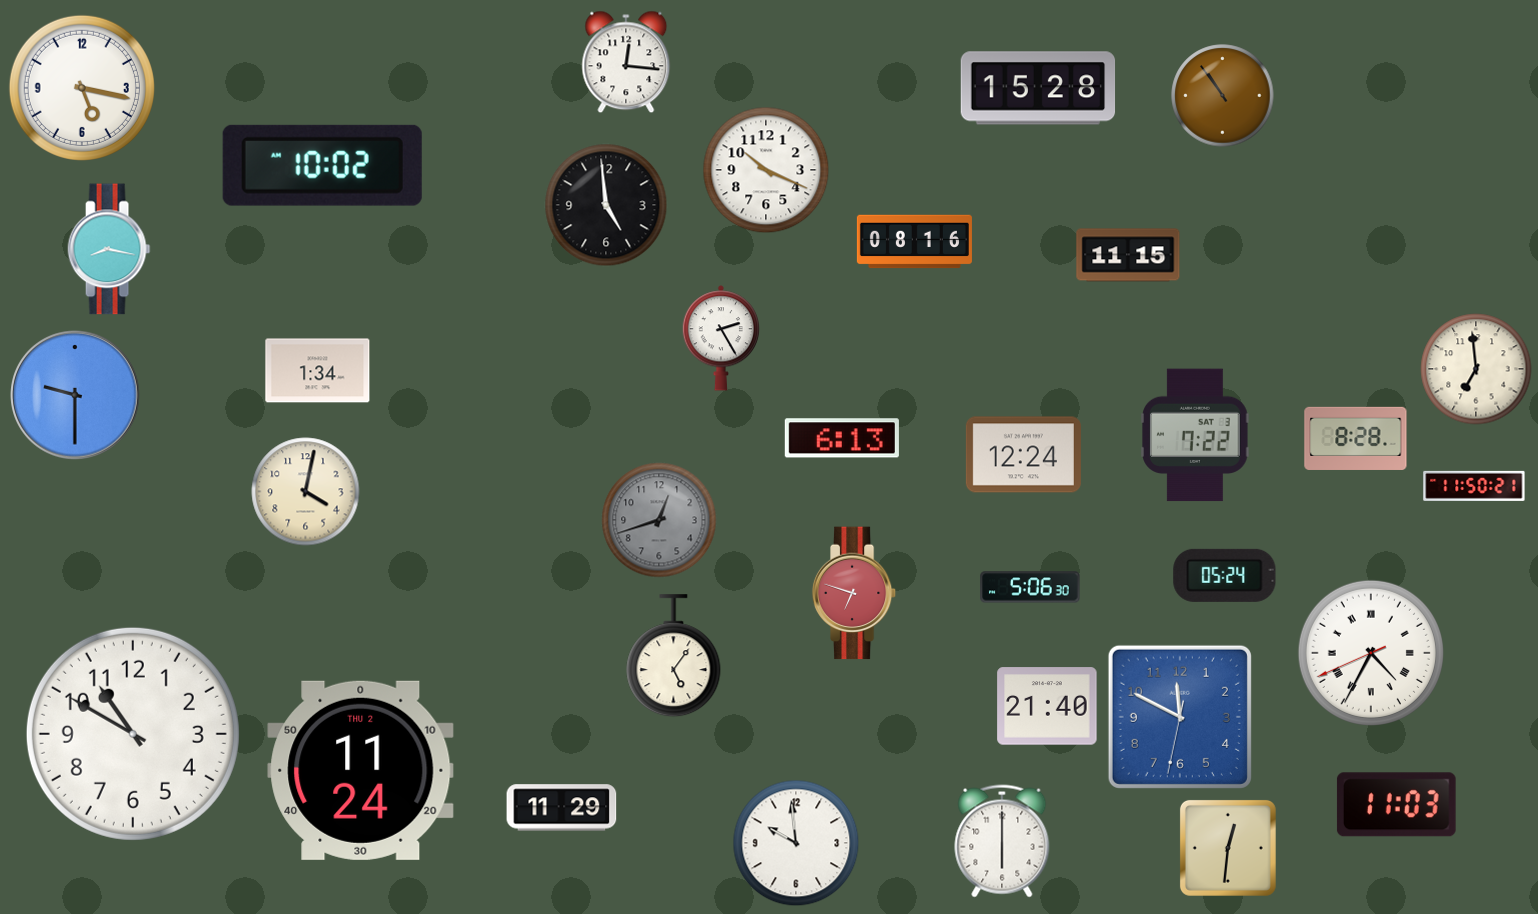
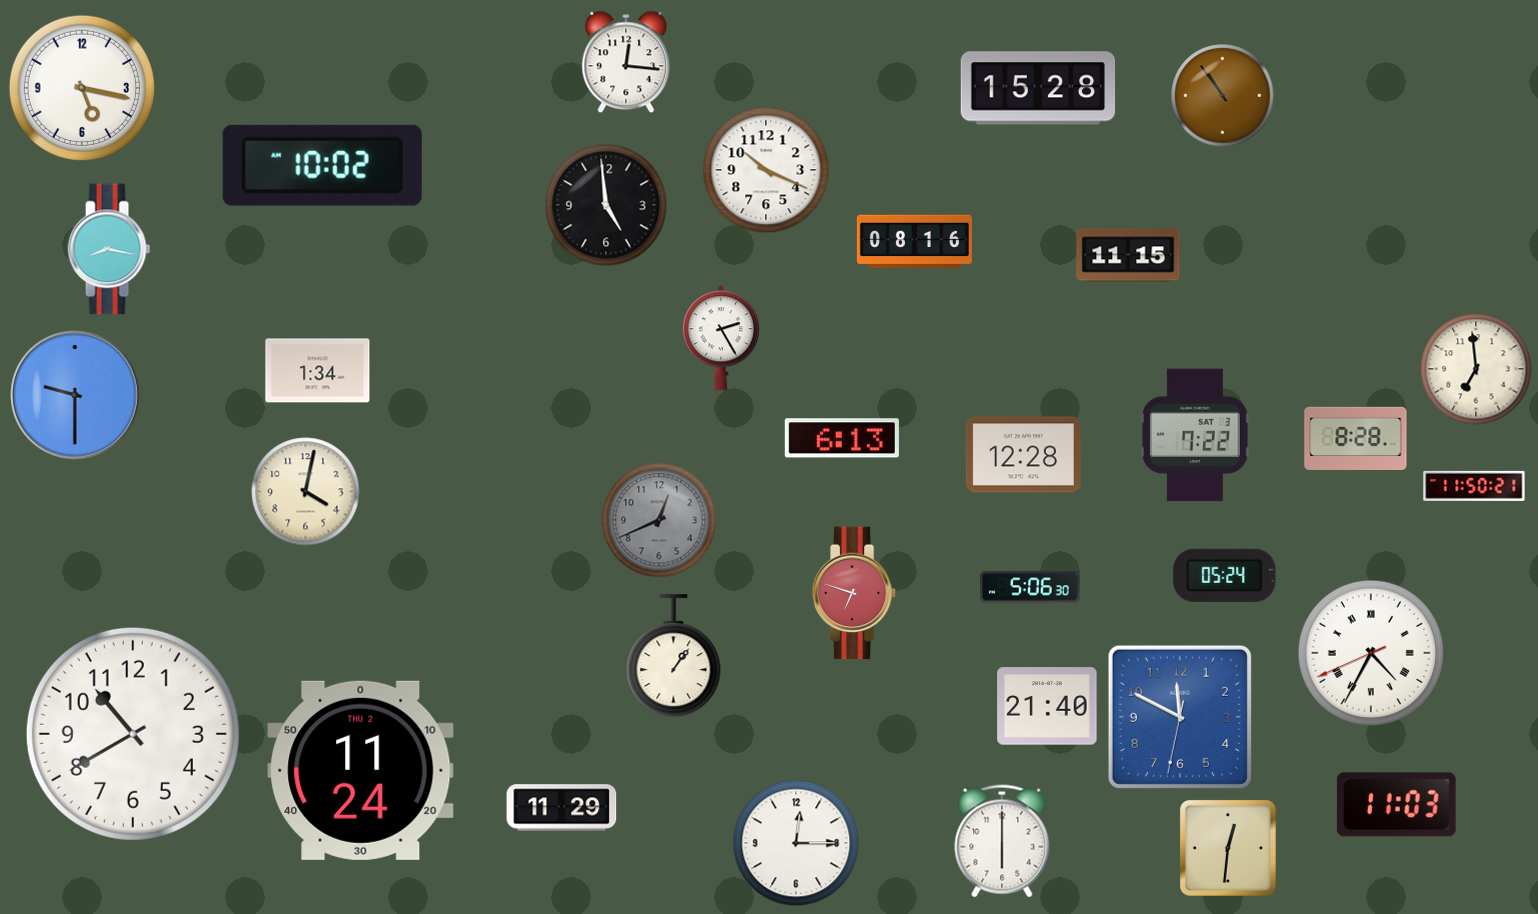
clock at (1023, 455): 12:24 -> 12:28
clock at (659, 520): 12:42 -> 12:41
clock at (674, 656): 5:06 -> 1:06
clock at (133, 734): 10:50 -> 10:40
clock at (796, 843): 9:59 -> 12:15
